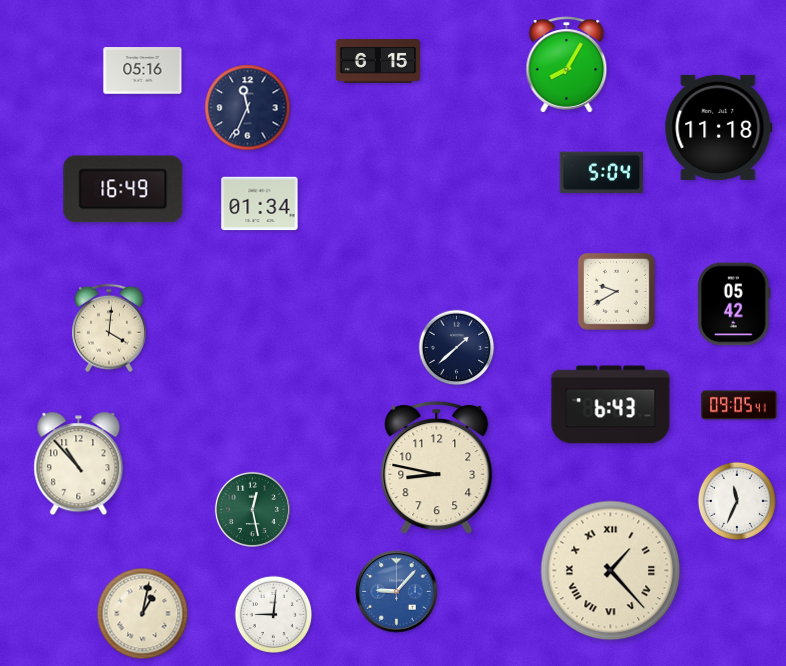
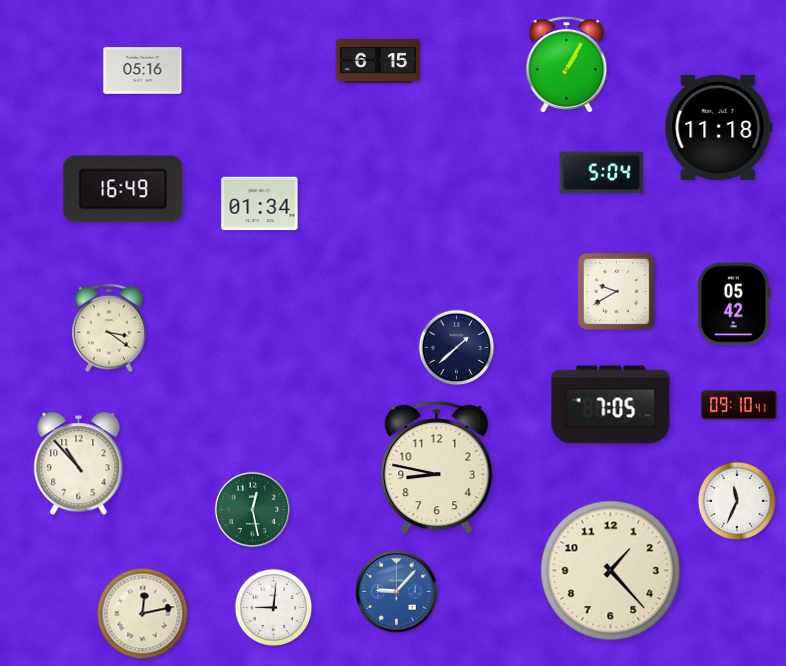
clock at (567, 65): 8:05 -> 1:05
clock at (248, 108): 11:34 -> none
clock at (109, 328): 4:01 -> 3:21
clock at (611, 405): 6:43 -> 7:05
clock at (739, 405): 09:05 -> 09:10
clock at (611, 571) numerals: Roman -> Arabic
clock at (143, 614): 1:02 -> 12:13
clock at (274, 615) position: (274, 615) -> (274, 608)
